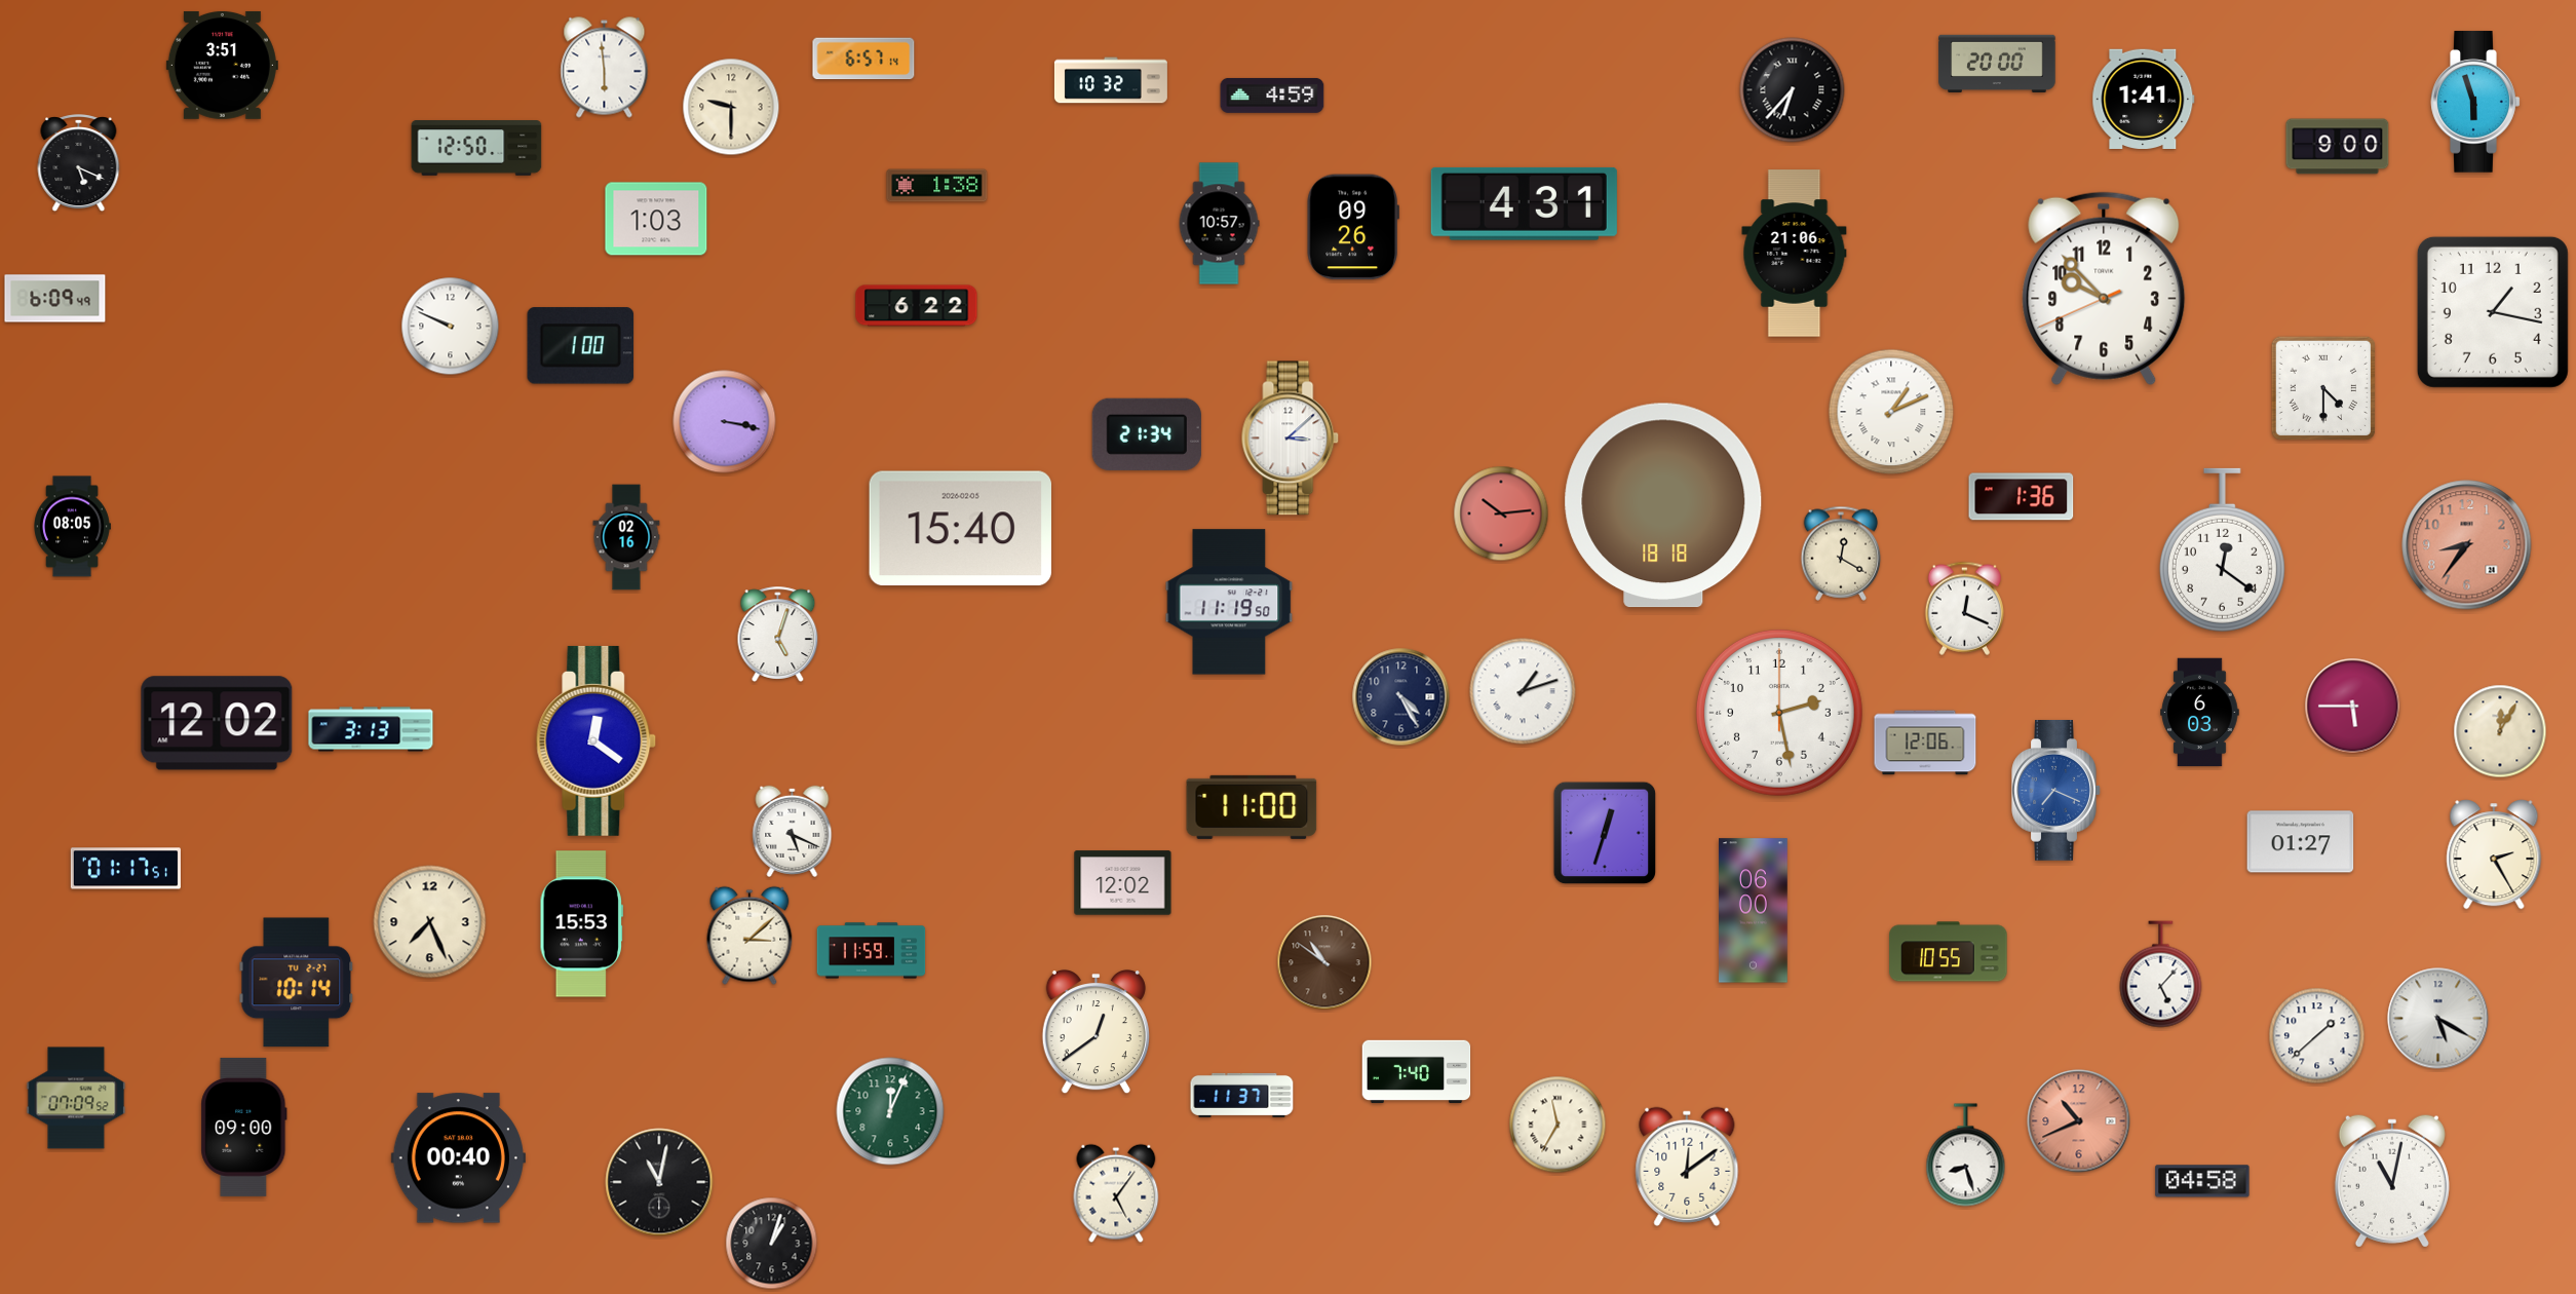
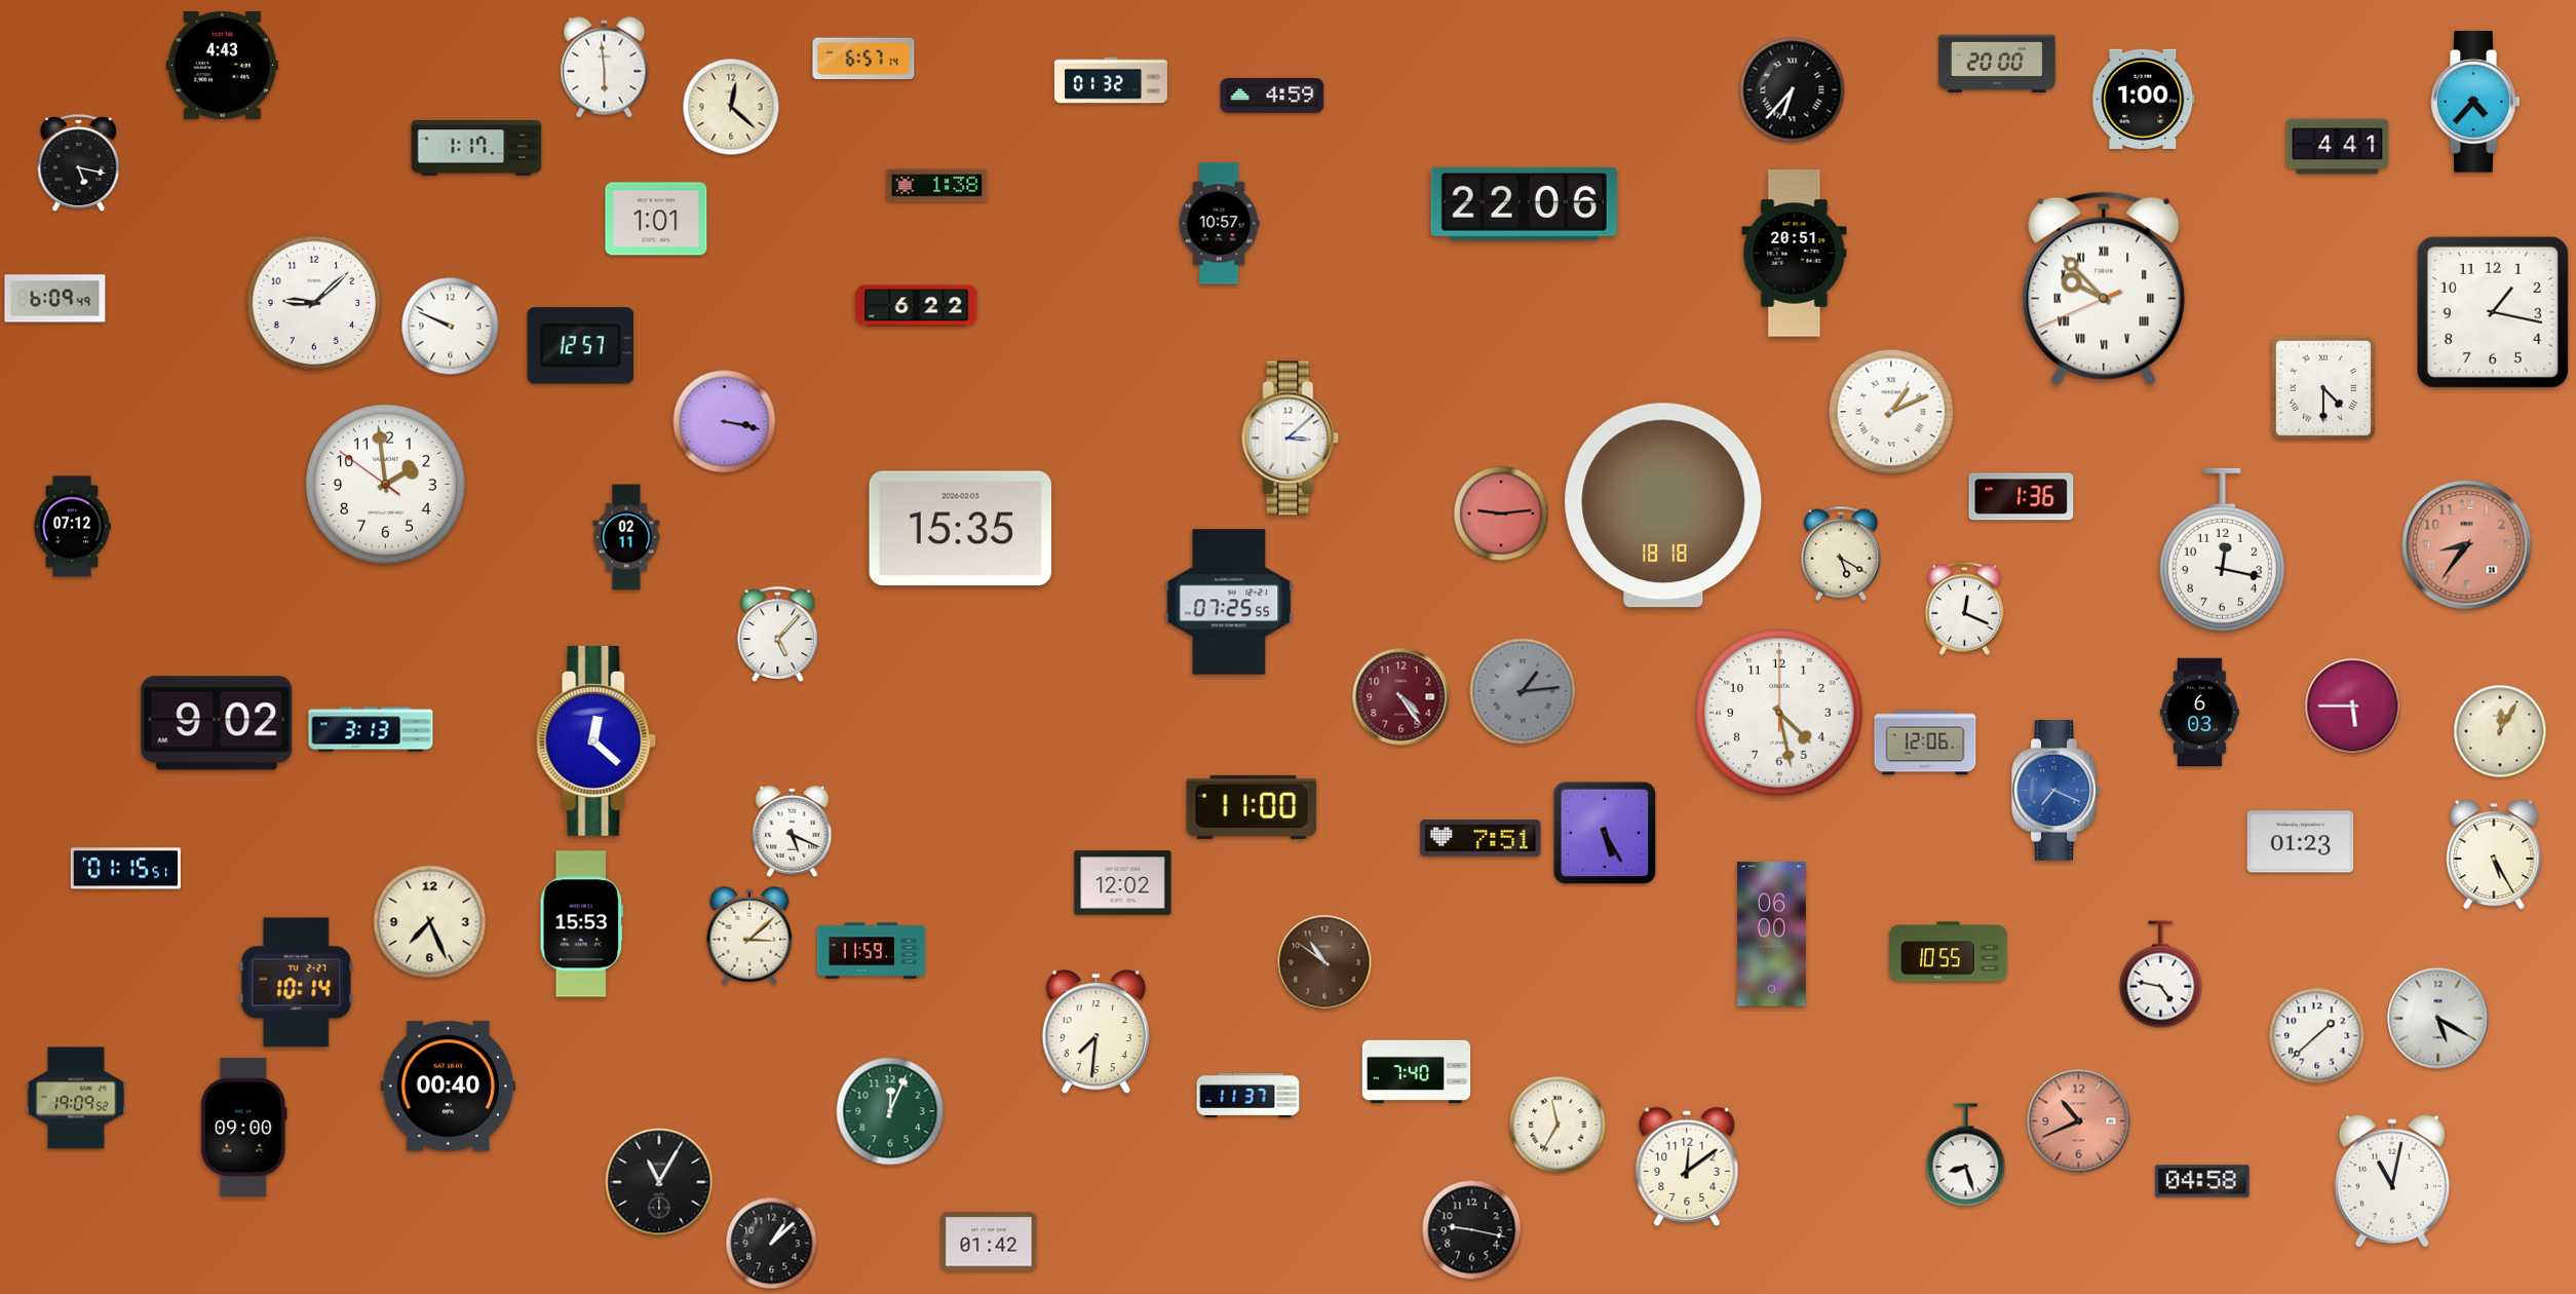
clock at (222, 65): 3:51 -> 4:43
clock at (1111, 80): 10:32 -> 01:32
clock at (2144, 99): 1:41 -> 1:00
clock at (2475, 102): 5:57 -> 4:37
clock at (731, 107): 9:30 -> 12:22
clock at (2338, 147): 9:00 -> 4:41
clock at (476, 149): 12:50 -> 1:17
clock at (79, 163): 5:19 -> 5:17
clock at (1524, 203): 4:31 -> 22:06
clock at (656, 219): 1:03 -> 1:01
clock at (1353, 227): 09:26 -> none
clock at (1795, 254): 21:06 -> 20:51
clock at (2104, 289) numerals: Arabic -> Roman
clock at (314, 303): none -> 9:08
clock at (581, 346): 1:00 -> 12:57
clock at (1147, 434): 21:34 -> none
clock at (385, 484): none -> 1:58
clock at (1501, 513): 10:14 -> 9:14
clock at (73, 527): 08:05 -> 07:12
clock at (960, 529): 15:40 -> 15:35
clock at (626, 537): 02:16 -> 02:11
clock at (2222, 550): 12:21 -> 12:17
clock at (1841, 554): 12:20 -> 5:20
clock at (1229, 602): 11:19 -> 07:25
clock at (778, 634): 5:03 -> 5:07
clock at (1523, 691): 1:12 -> 1:14
clock at (1523, 691) dial: white -> grey
clock at (1401, 697): 4:25 -> 4:24
clock at (1401, 697) dial: navy -> burgundy
clock at (1779, 713): 2:28 -> 4:28
clock at (217, 723): 12:02 -> 9:02
clock at (597, 740): 12:21 -> 12:22
clock at (1605, 833): 12:33 -> 5:25
clock at (1481, 838): none -> 7:51
clock at (2301, 842): 01:27 -> 01:23
clock at (2494, 854): 2:25 -> 5:25
clock at (125, 869): 01:17 -> 01:15
clock at (1754, 911) position: (1754, 911) -> (1772, 935)
clock at (2161, 975): 5:07 -> 4:47
clock at (1095, 1032): 12:39 -> 7:31
clock at (1242, 1095) position: (1242, 1095) -> (1248, 1095)
clock at (76, 1098): 07:09 -> 19:09
clock at (458, 1158) position: (458, 1158) -> (448, 1087)
clock at (659, 1182): 11:02 -> 11:05
clock at (1116, 1193): 5:06 -> none
clock at (1472, 1230): none -> 9:17
clock at (989, 1242): none -> 01:42
clock at (772, 1244): 1:03 -> 1:08
